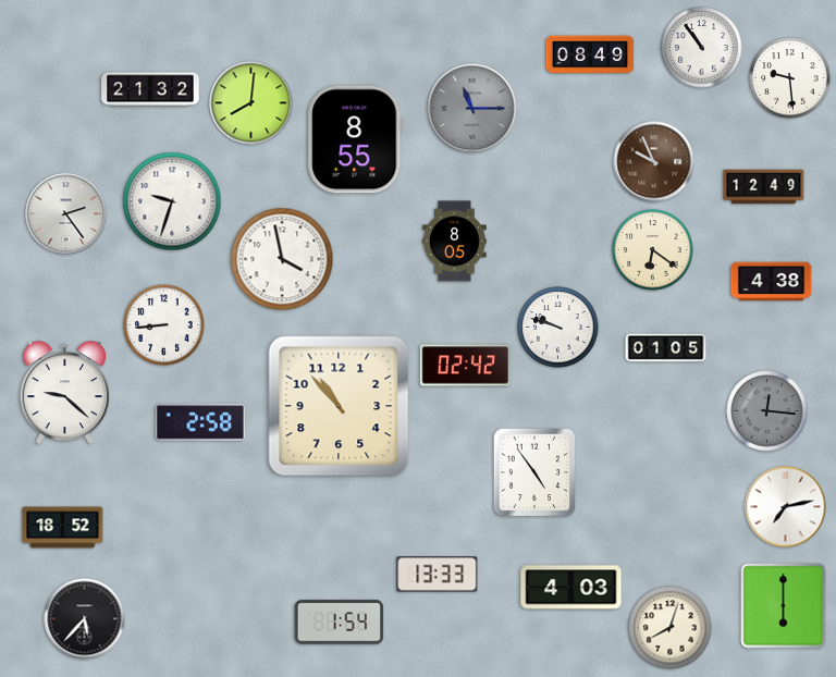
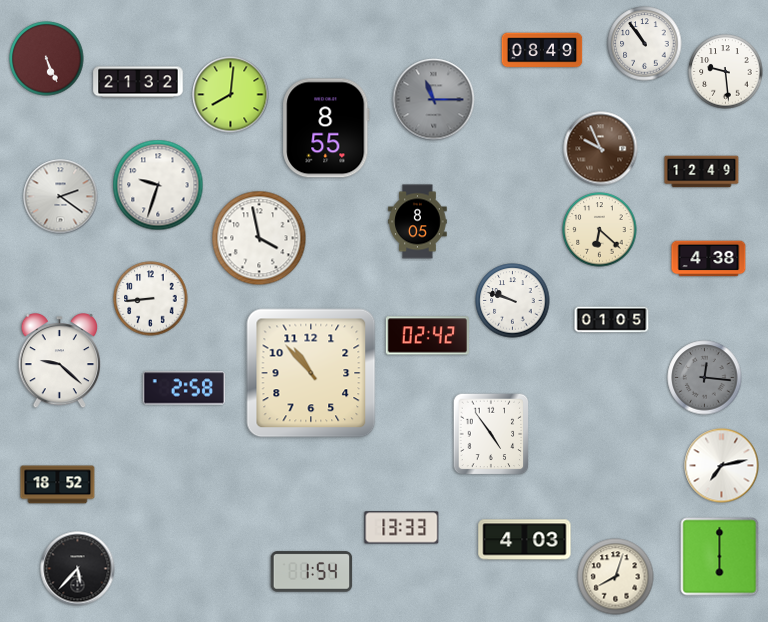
clock at (47, 59): none -> 5:26
clock at (66, 214): 2:24 -> 2:21
clock at (653, 250): 6:21 -> 6:22
